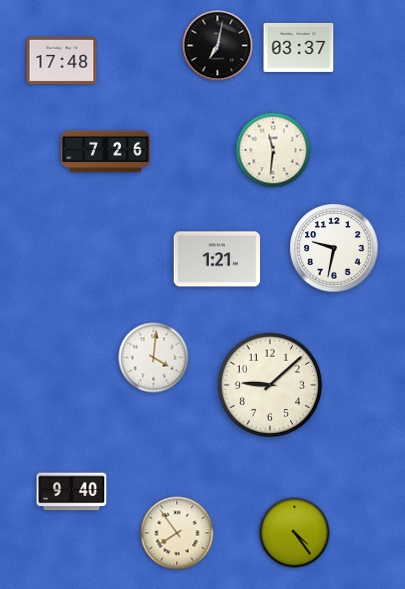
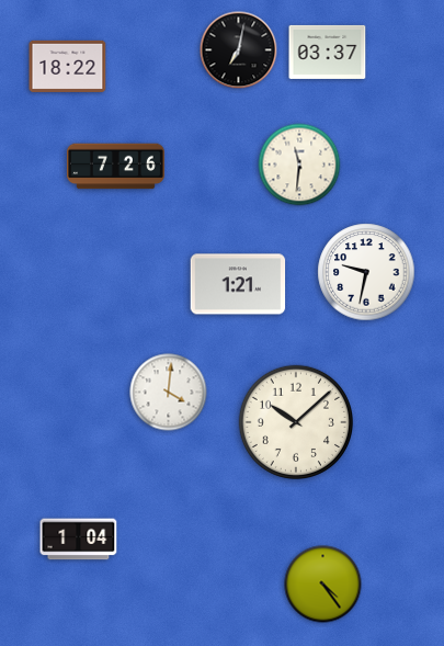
clock at (62, 60): 17:48 -> 18:22
clock at (269, 384): 9:08 -> 10:08
clock at (72, 492): 9:40 -> 1:04
clock at (177, 533): 7:54 -> none
